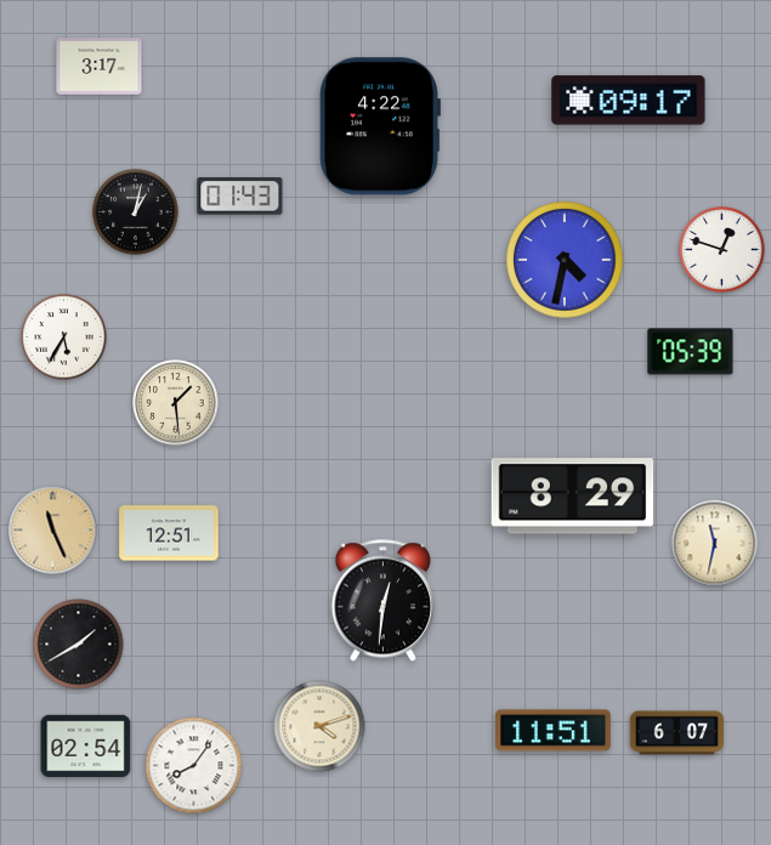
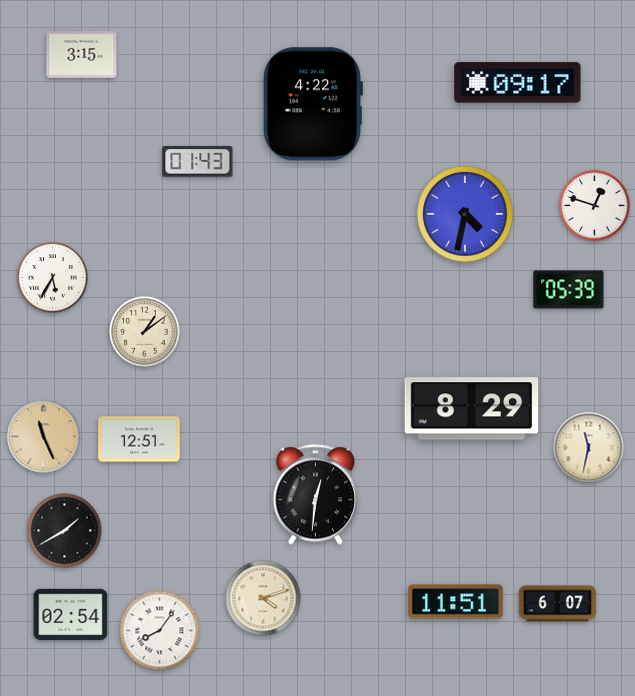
clock at (100, 67): 3:17 -> 3:15
clock at (136, 212): 1:02 -> none
clock at (176, 403): 1:29 -> 1:09
